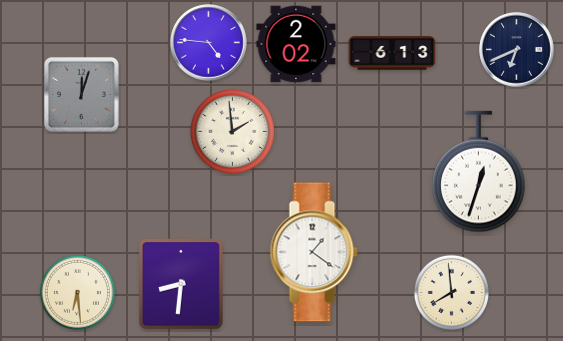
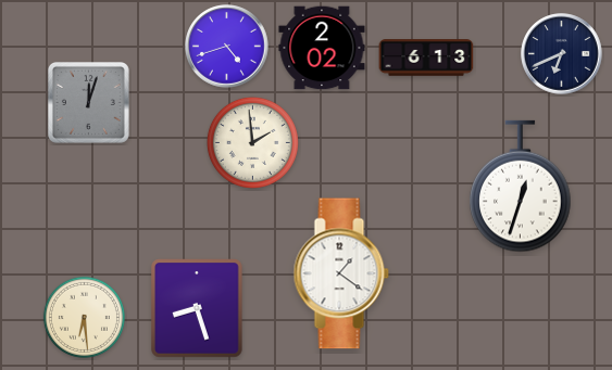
clock at (209, 43): 4:46 -> 4:42
clock at (181, 284): 8:31 -> 8:27
clock at (451, 292): 7:59 -> none
